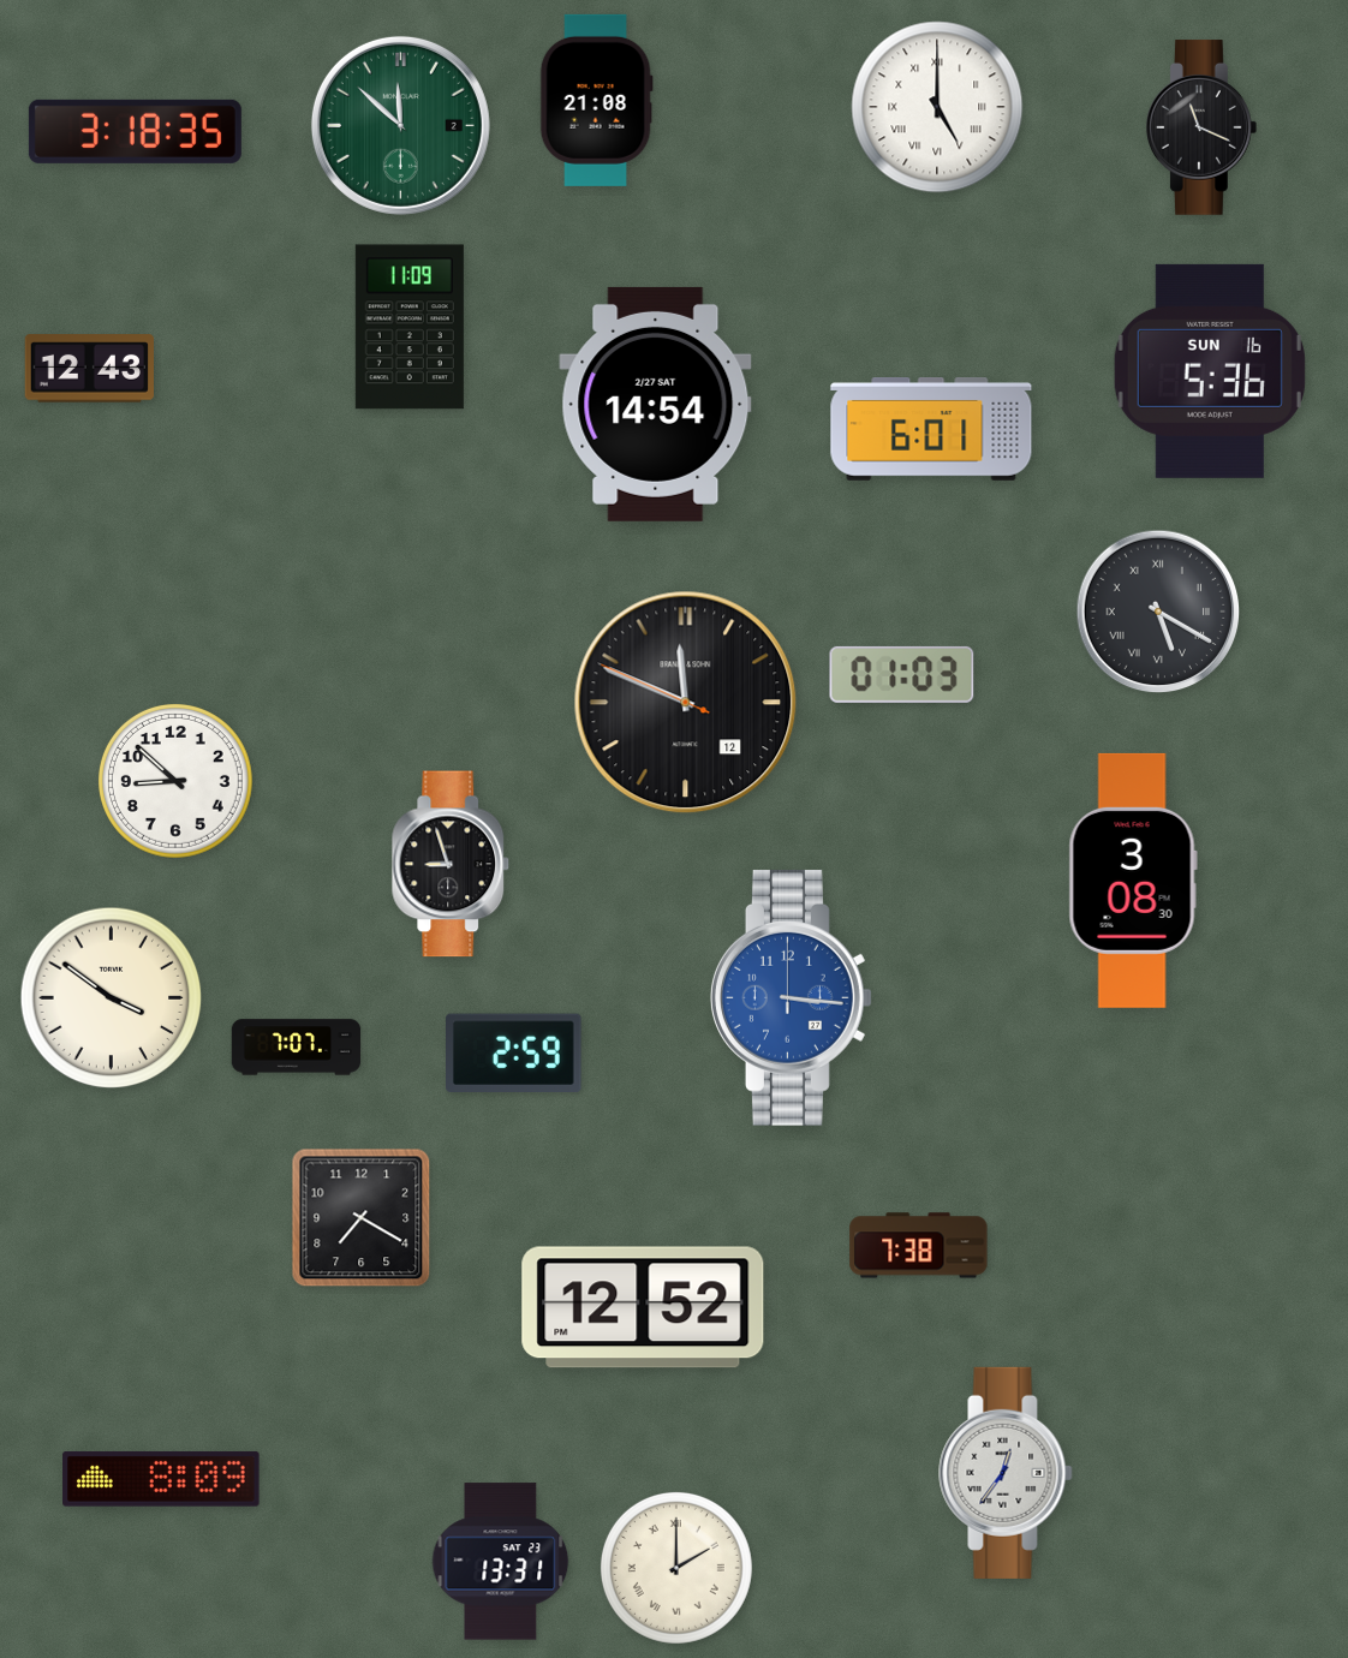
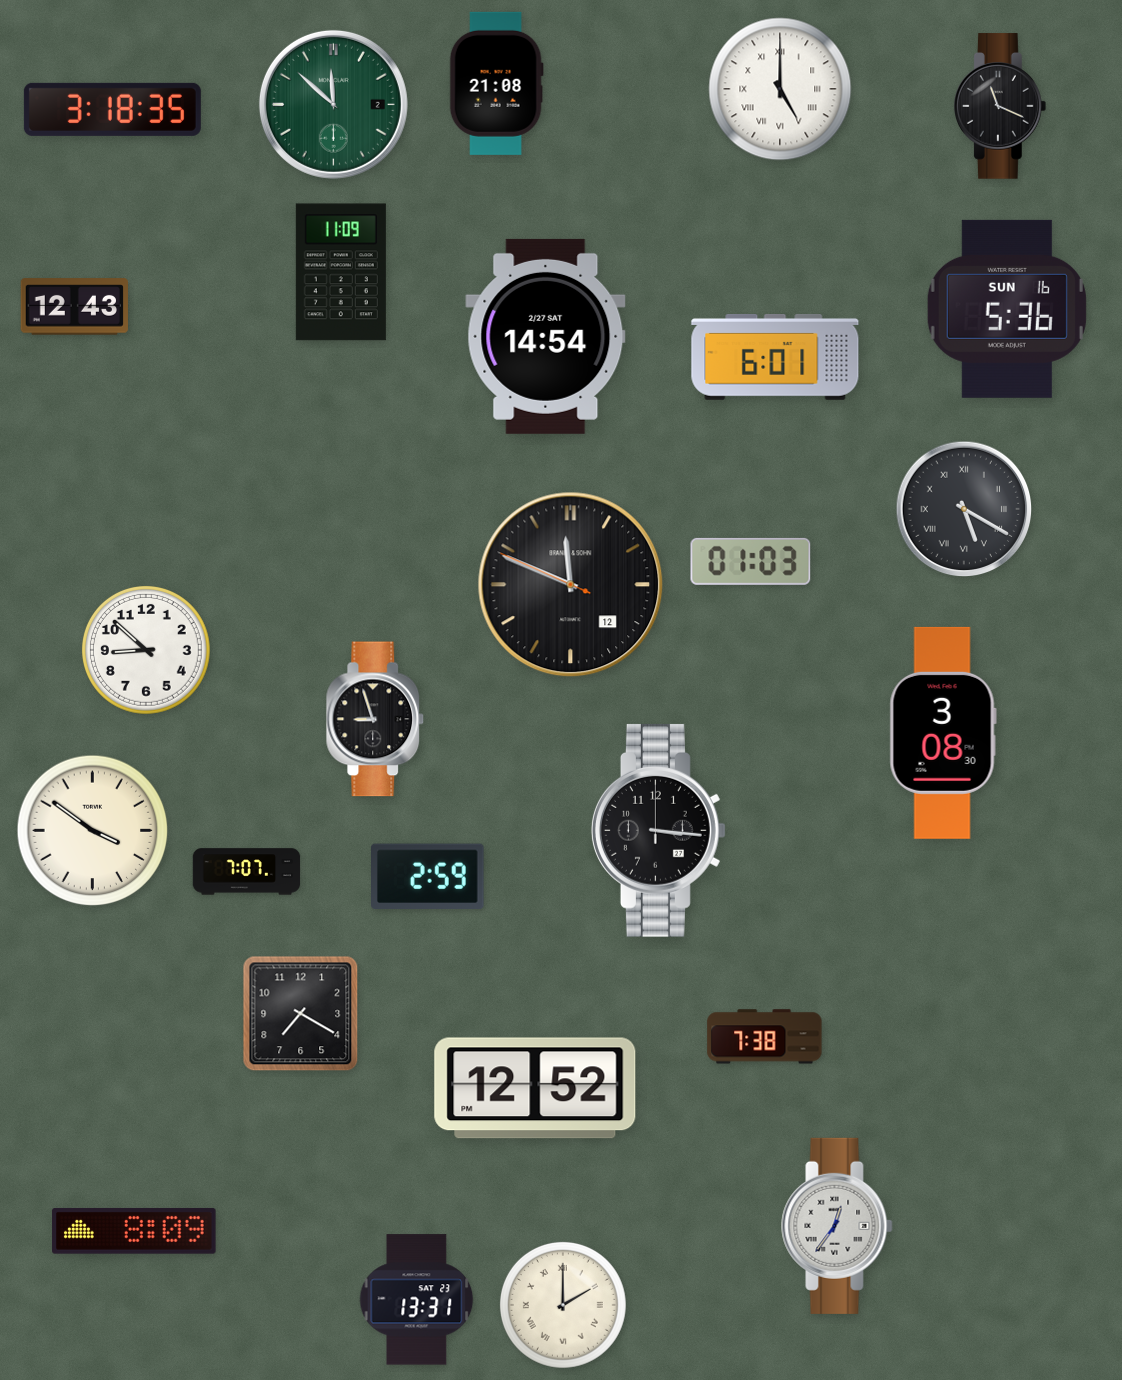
clock at (791, 997) dial: blue -> black
